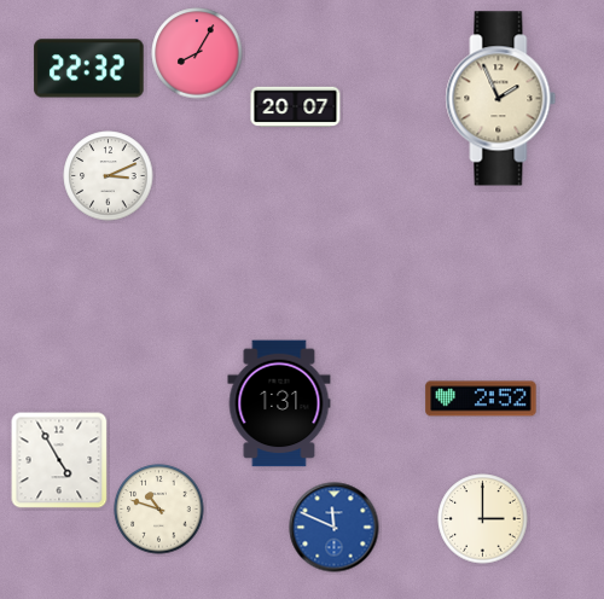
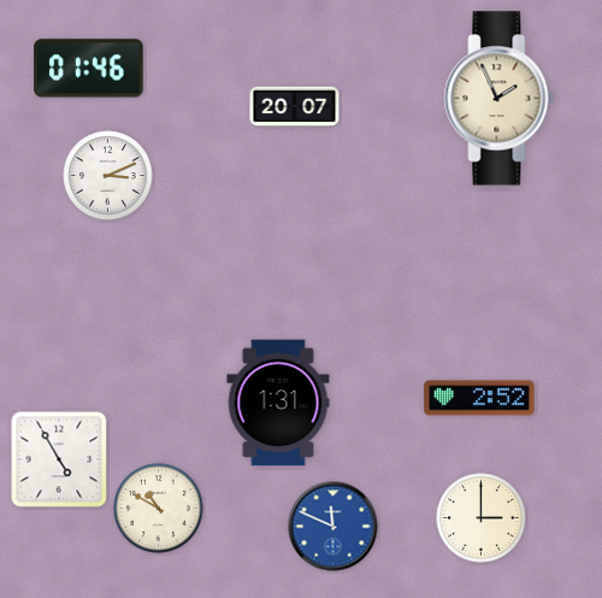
clock at (197, 53): 8:05 -> none
clock at (89, 69): 22:32 -> 01:46
clock at (159, 510): 10:48 -> 10:50
